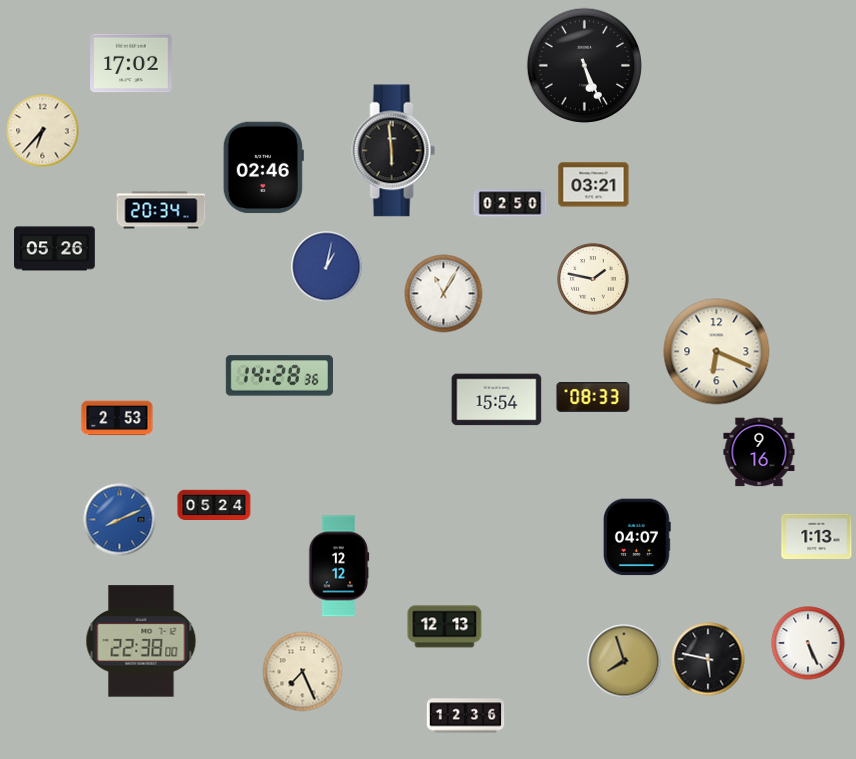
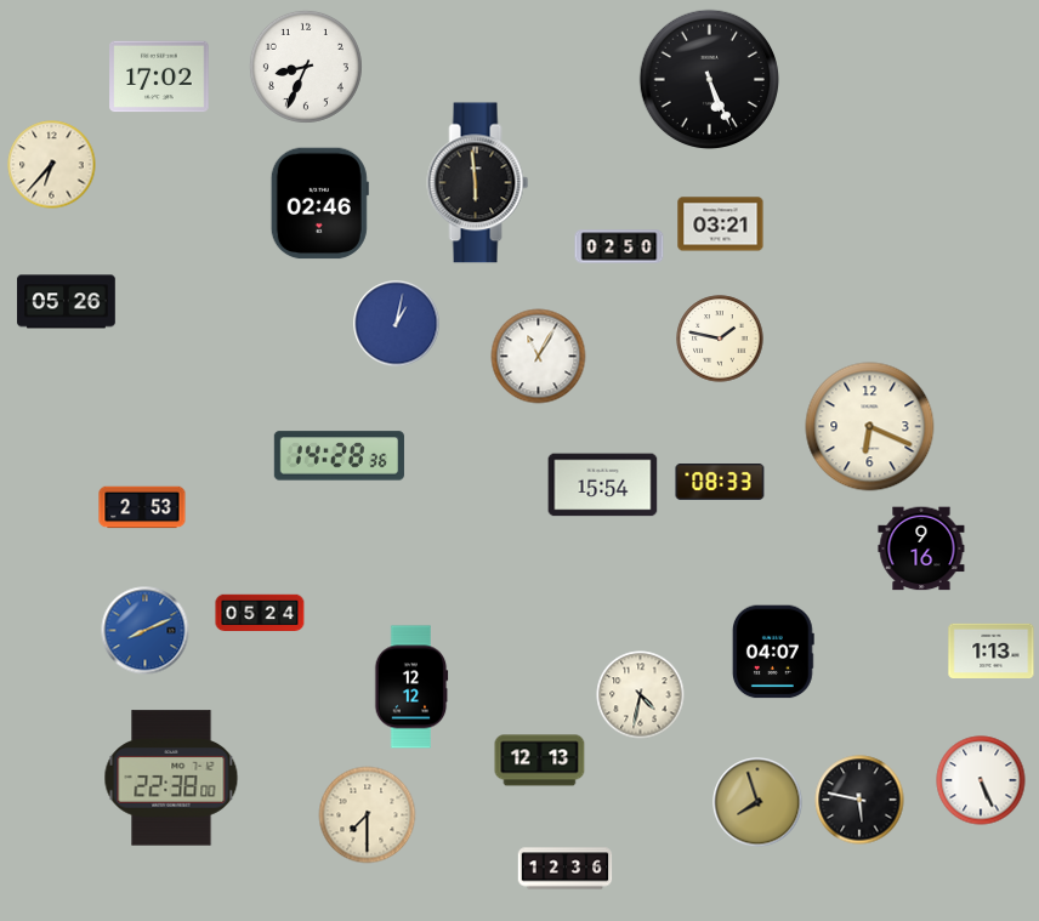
clock at (306, 67): none -> 8:34
clock at (43, 131) position: (43, 131) -> (52, 165)
clock at (161, 210): 20:34 -> none
clock at (641, 695): none -> 4:32
clock at (303, 672): 7:26 -> 7:30
